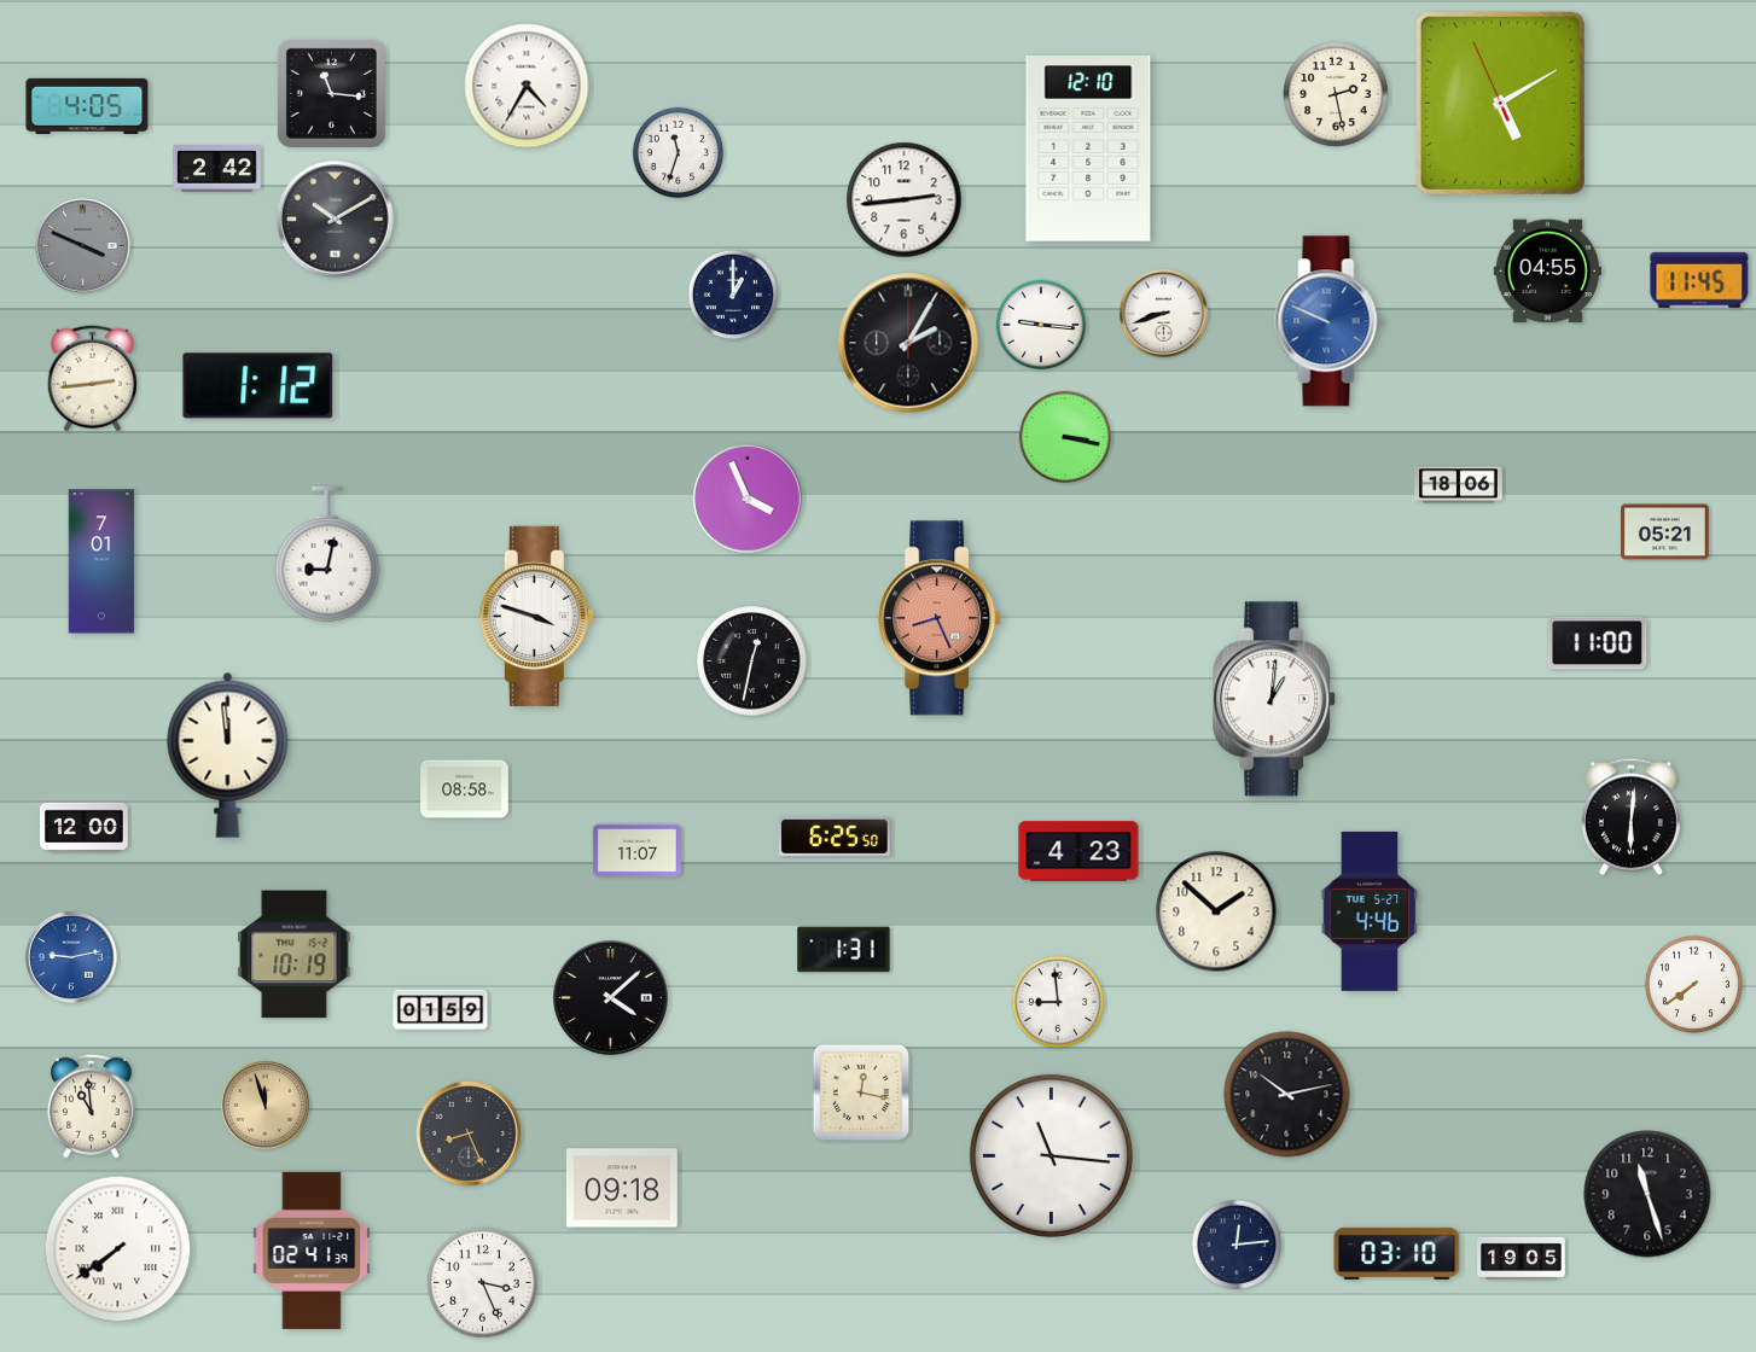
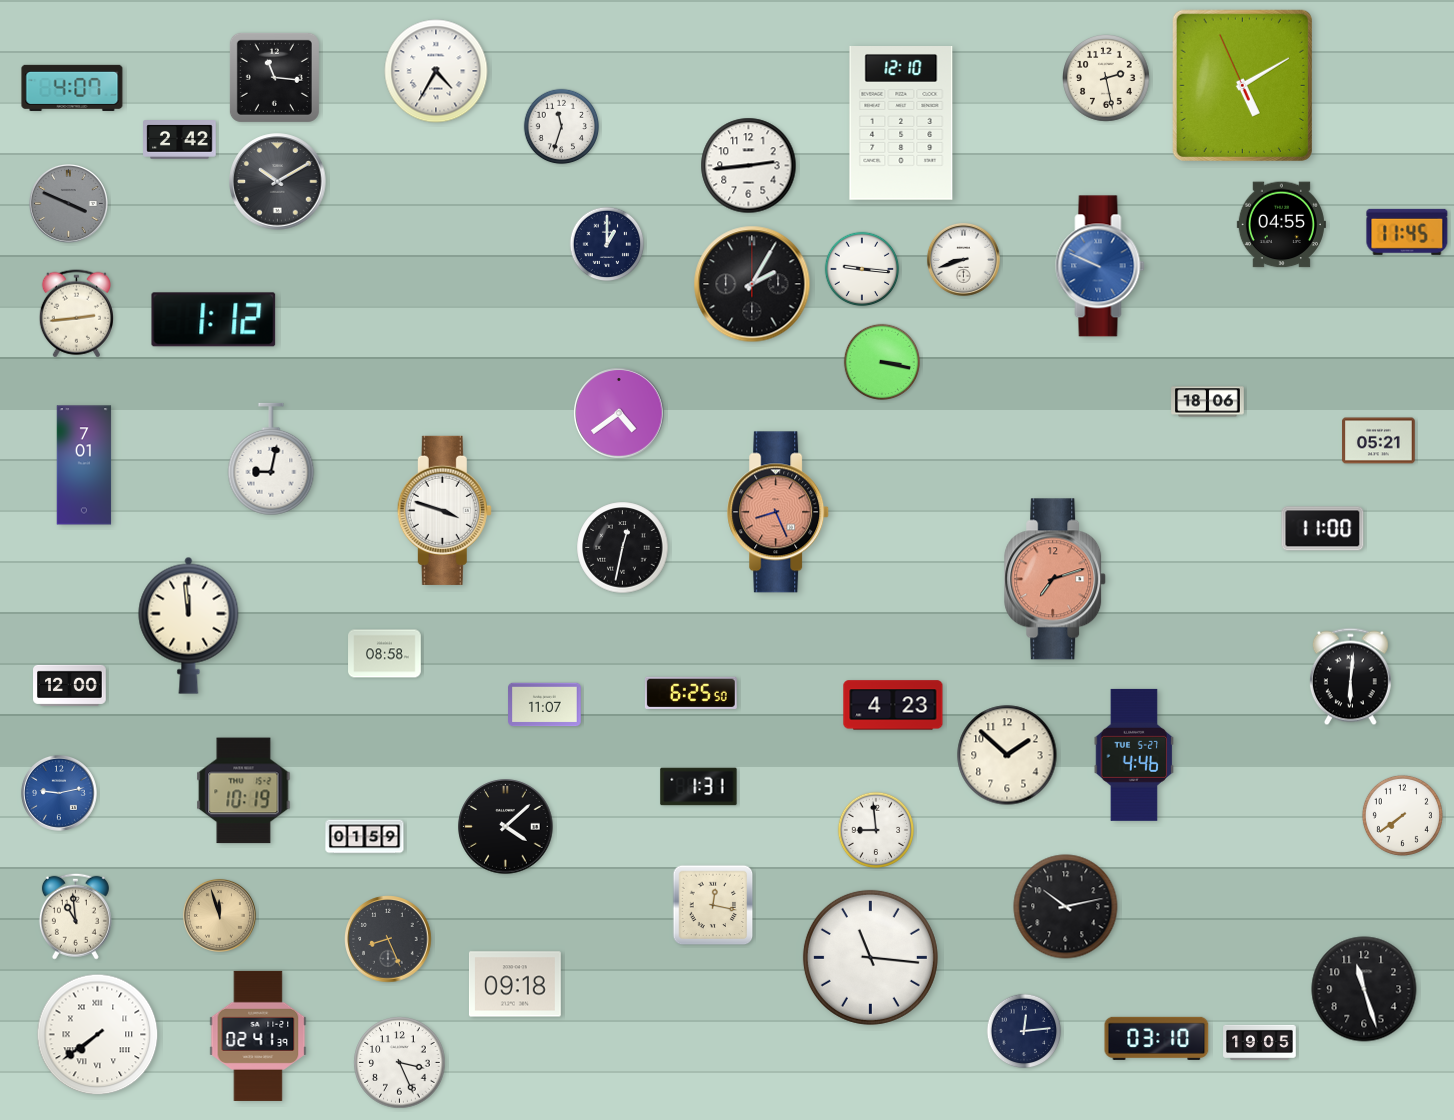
clock at (87, 106): 4:05 -> 4:07
clock at (748, 499): 3:56 -> 4:39
clock at (1598, 643) position: (1598, 643) -> (1323, 529)
clock at (1275, 699): 1:01 -> 7:12
clock at (1275, 699) dial: white -> salmon
clock at (638, 851) position: (638, 851) -> (545, 705)
